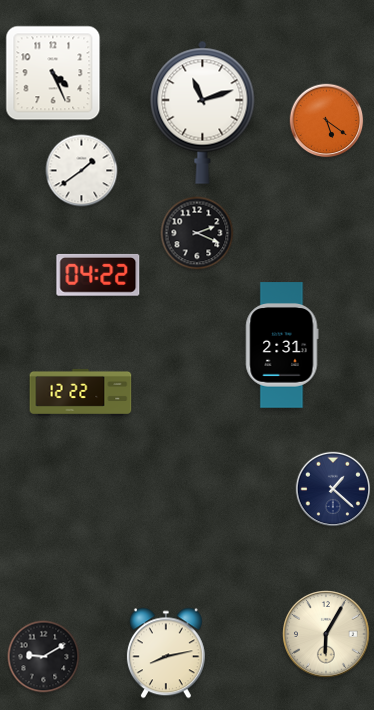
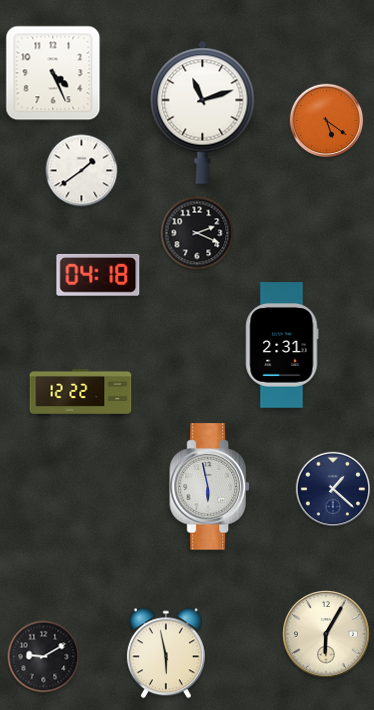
clock at (98, 275): 04:22 -> 04:18
clock at (209, 487): none -> 5:58
clock at (166, 653): 8:13 -> 5:58
